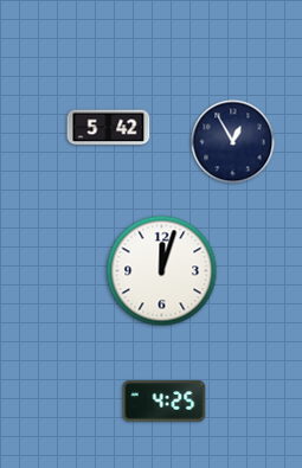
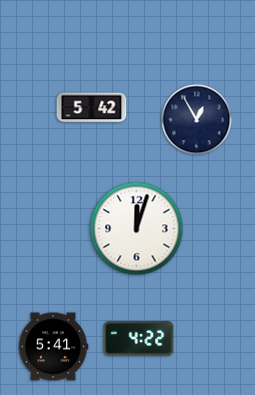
clock at (165, 402): 4:25 -> 4:22
clock at (53, 347): none -> 5:41
